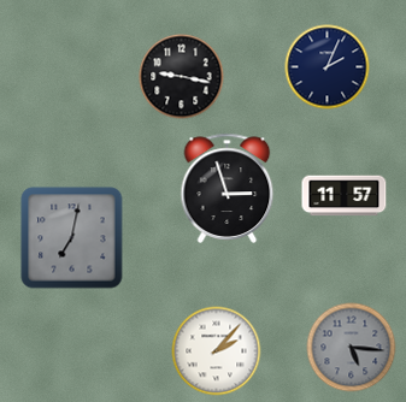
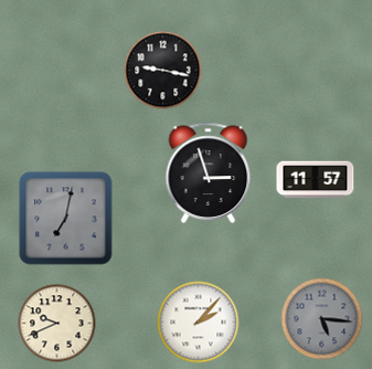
clock at (328, 67): 2:04 -> none
clock at (182, 77) position: (182, 77) -> (163, 71)
clock at (57, 324): none -> 9:41
